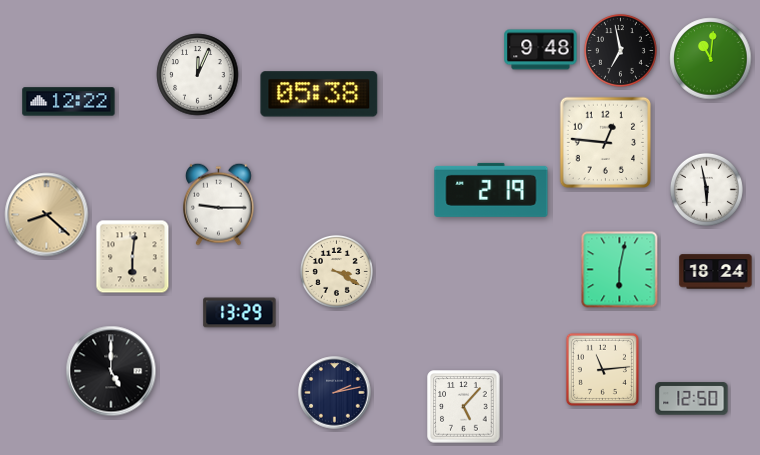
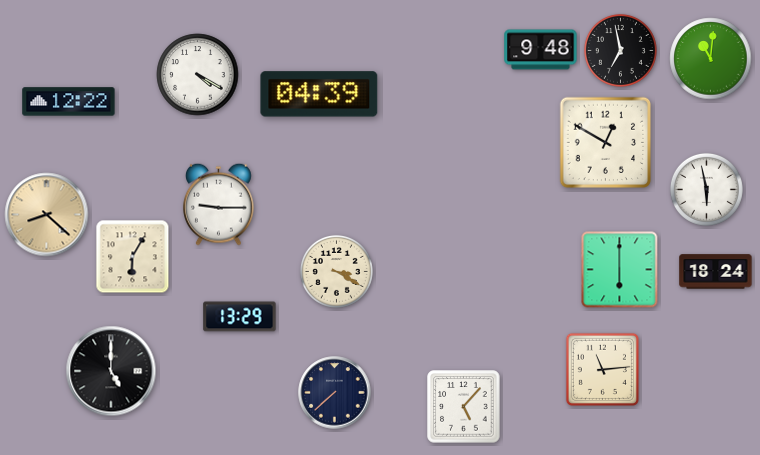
clock at (198, 75): 12:04 -> 4:20
clock at (319, 94): 05:38 -> 04:39
clock at (606, 143): 12:46 -> 12:50
clock at (491, 190): 2:19 -> none
clock at (133, 257): 6:01 -> 6:05
clock at (620, 270): 6:02 -> 6:00
clock at (240, 313) position: (240, 313) -> (240, 317)
clock at (335, 393): 2:13 -> 7:38
clock at (692, 399): 12:50 -> none
